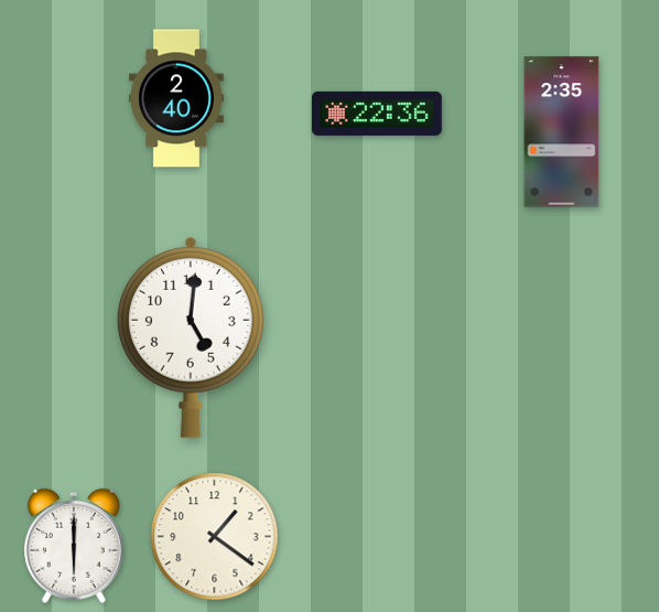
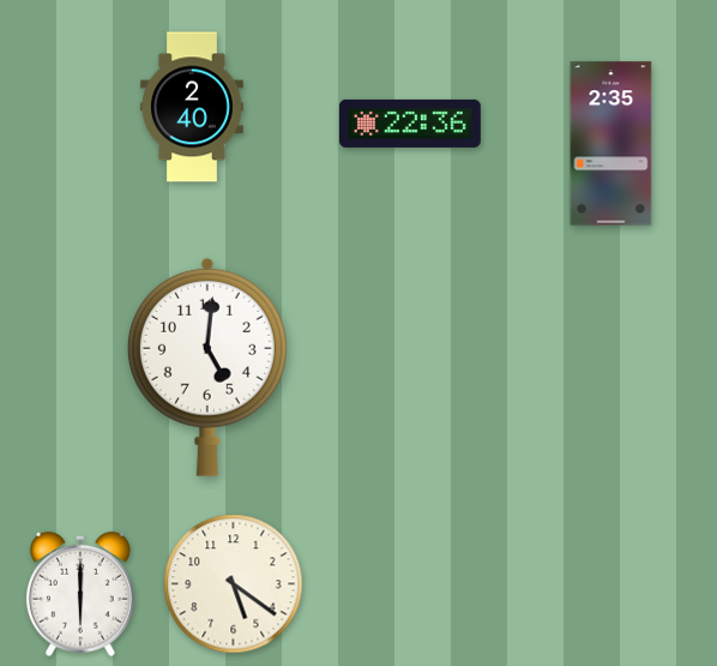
clock at (215, 537): 1:21 -> 5:21
